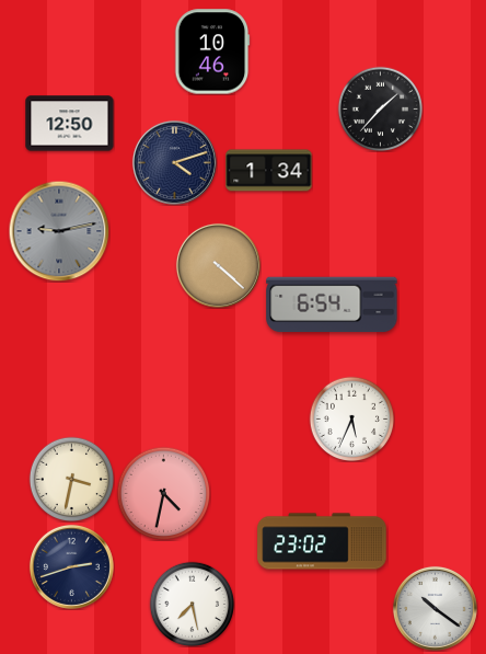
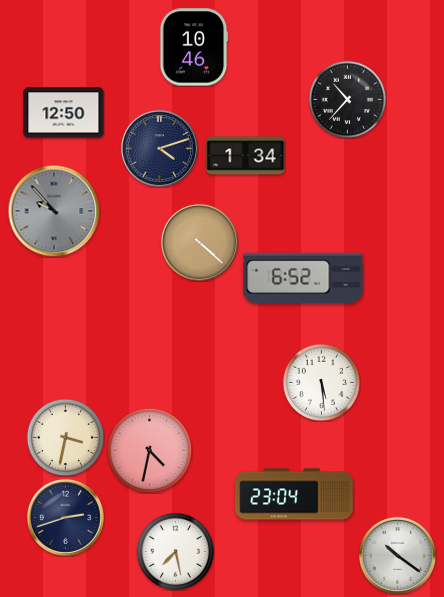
clock at (380, 108): 1:37 -> 10:37
clock at (59, 231): 9:13 -> 9:53
clock at (332, 305): 6:54 -> 6:52
clock at (351, 418): 5:34 -> 5:29
clock at (322, 541): 23:02 -> 23:04
